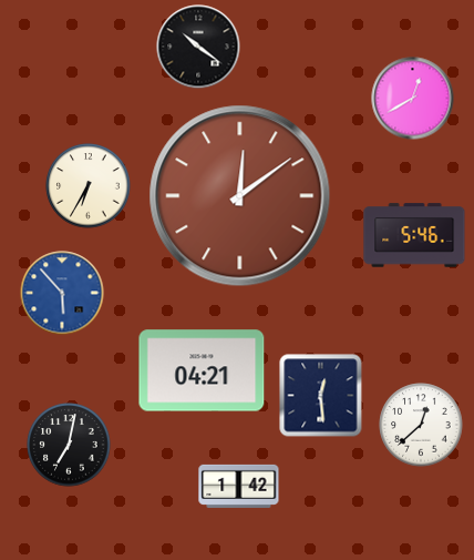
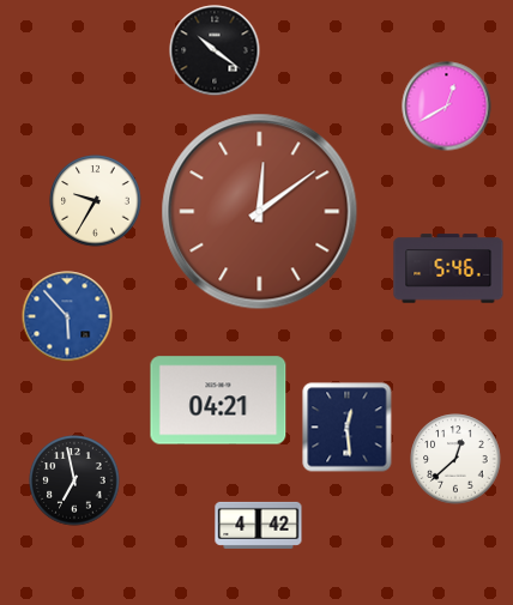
clock at (89, 186): 6:35 -> 9:35
clock at (414, 235) position: (414, 235) -> (448, 268)
clock at (69, 445): 7:02 -> 6:58
clock at (239, 486): 1:42 -> 4:42
